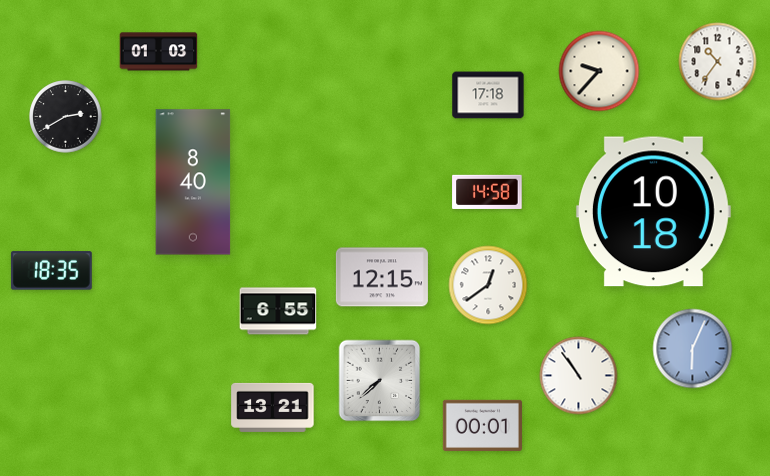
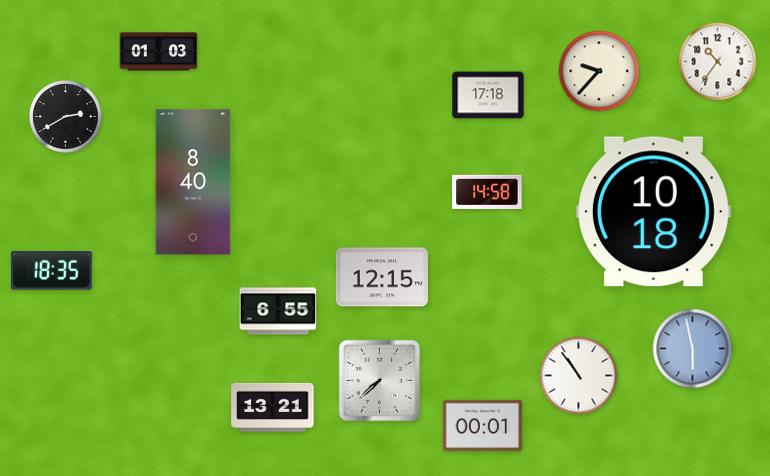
clock at (488, 285): 12:39 -> none
clock at (693, 349): 6:04 -> 5:58
